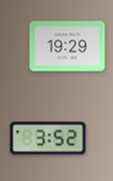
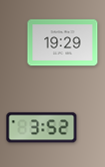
clock at (48, 139) position: (48, 139) -> (42, 128)
